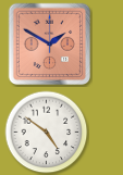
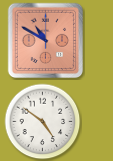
clock at (50, 45): 1:50 -> 10:50
